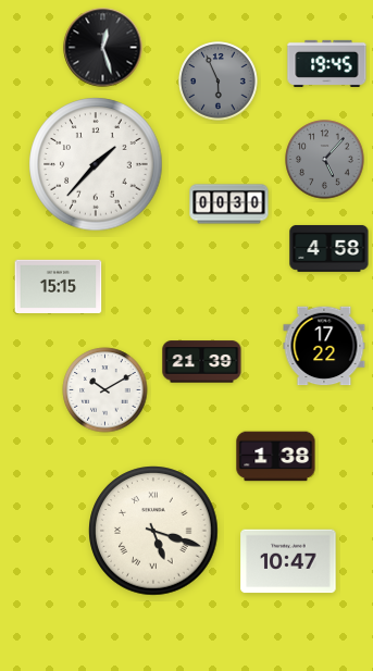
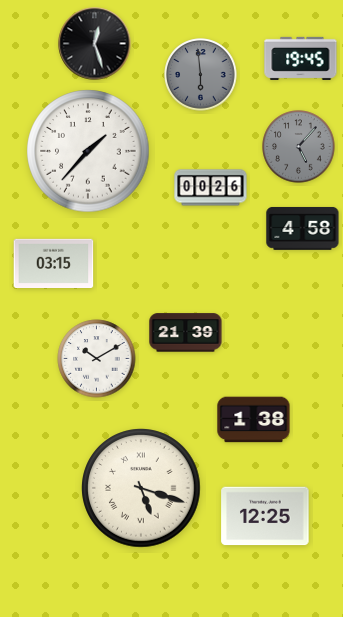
clock at (219, 82): 5:56 -> 5:59
clock at (229, 204): 00:30 -> 00:26
clock at (59, 287): 15:15 -> 03:15
clock at (324, 346): 17:22 -> none
clock at (288, 561): 10:47 -> 12:25
